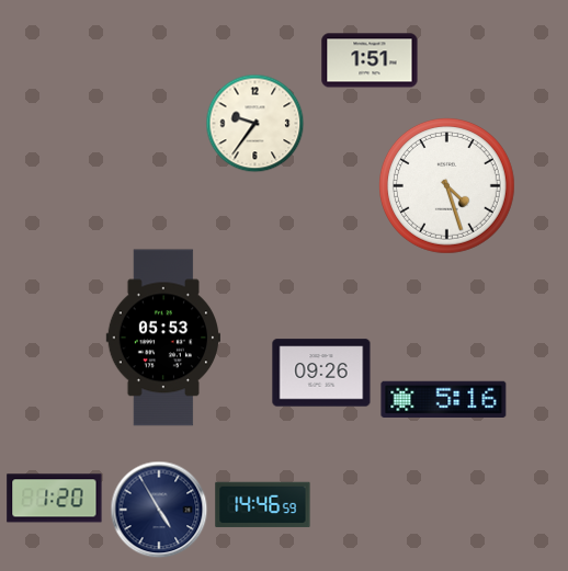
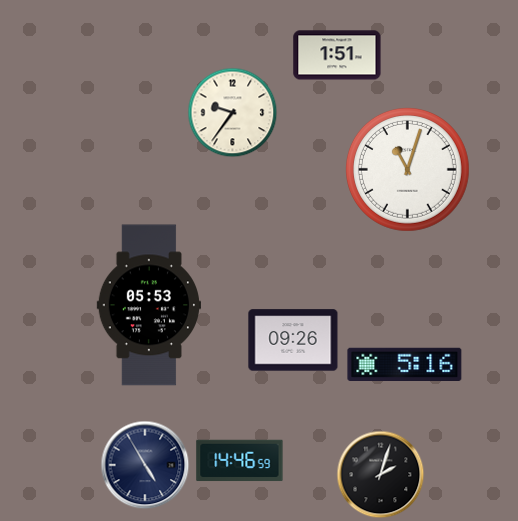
clock at (446, 185): 4:27 -> 11:03
clock at (162, 338) position: (162, 338) -> (148, 305)
clock at (55, 499): 1:20 -> none
clock at (381, 475): none -> 2:03
